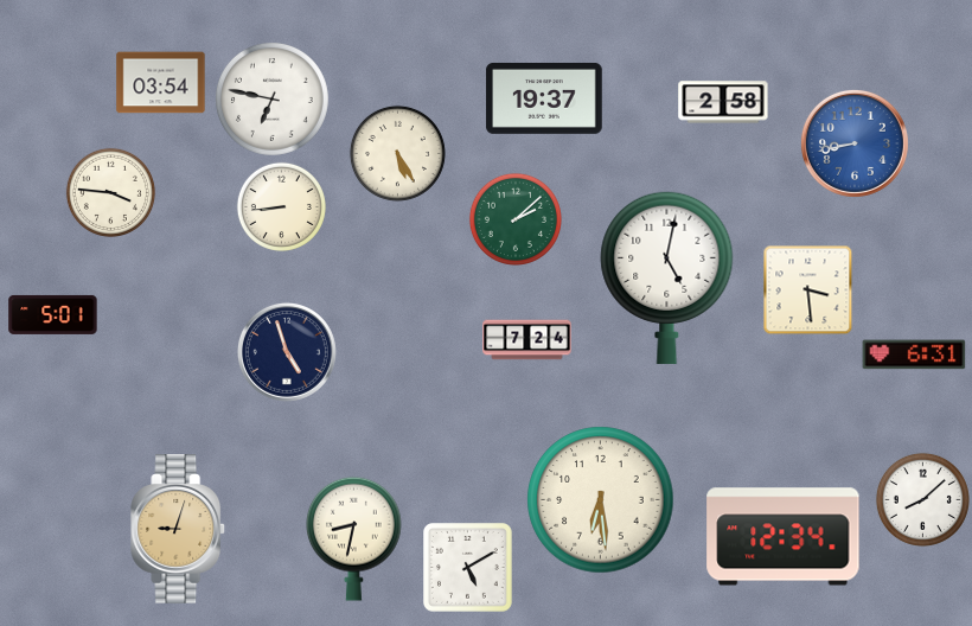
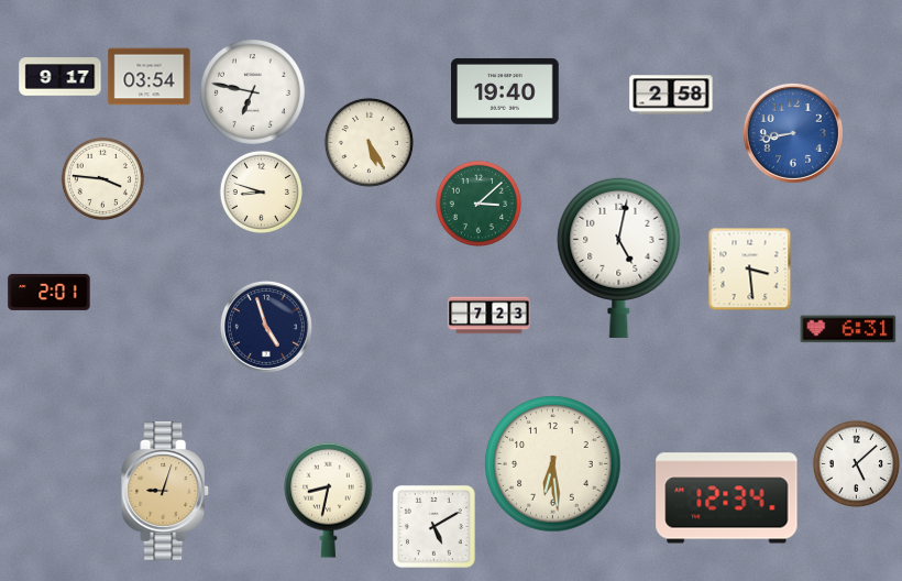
clock at (61, 77): none -> 9:17
clock at (544, 98): 19:37 -> 19:40
clock at (281, 206): 8:44 -> 8:48
clock at (516, 219): 2:08 -> 3:08
clock at (53, 314): 5:01 -> 2:01
clock at (527, 340): 7:24 -> 7:23
clock at (922, 499): 8:08 -> 5:08
clock at (601, 500) position: (601, 500) -> (553, 464)
